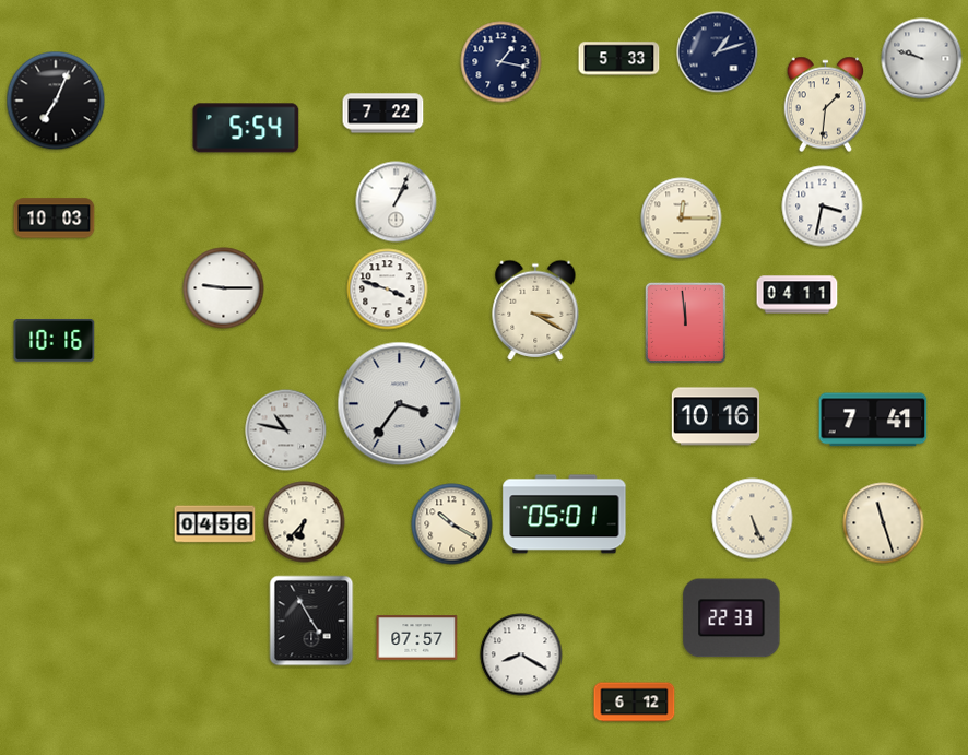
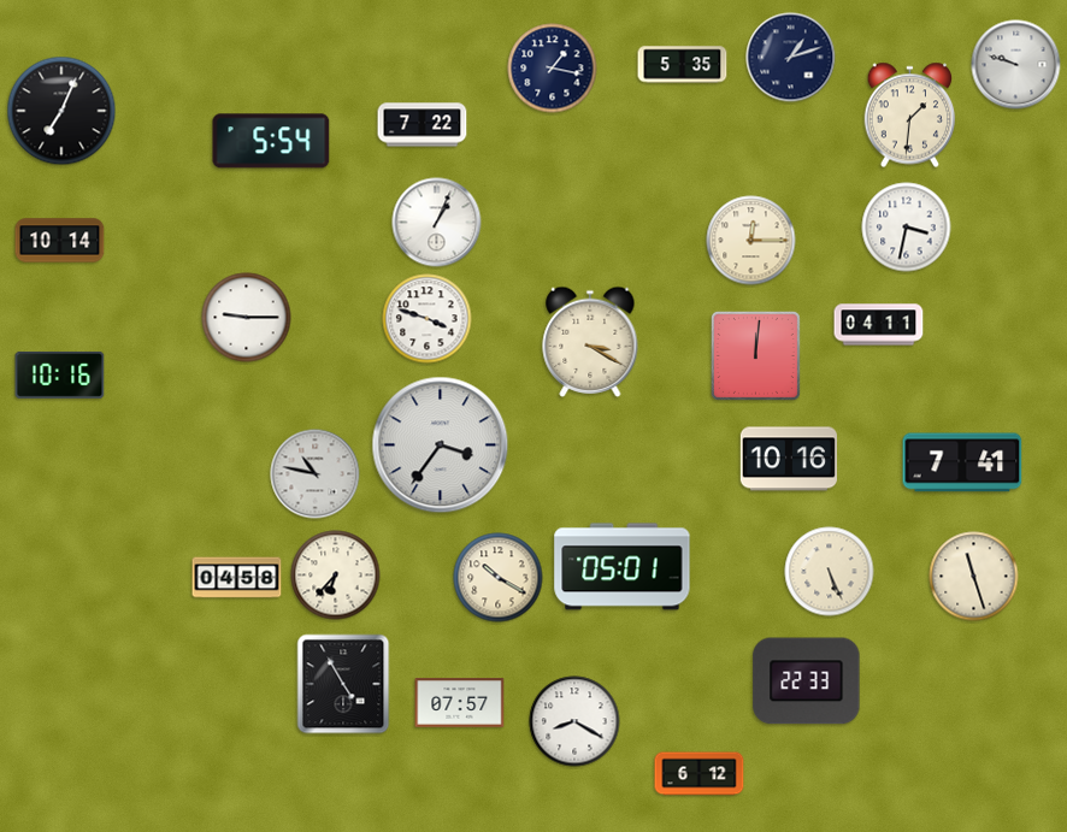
clock at (619, 59): 5:33 -> 5:35
clock at (55, 219): 10:03 -> 10:14
clock at (685, 322): 11:59 -> 12:01
